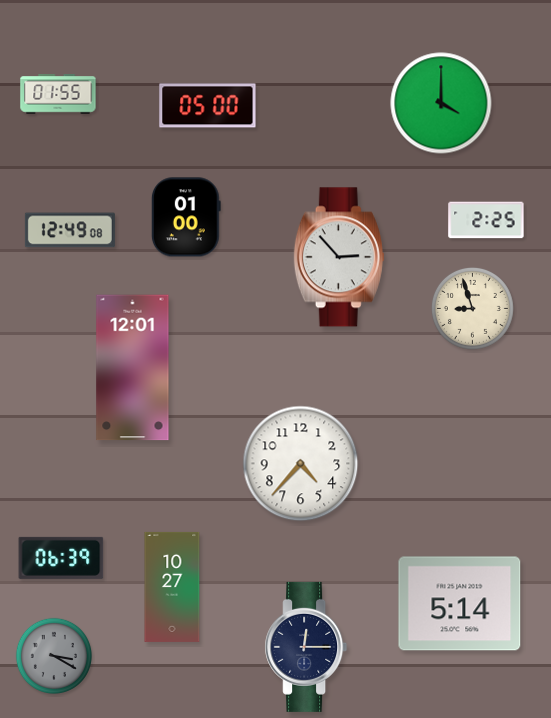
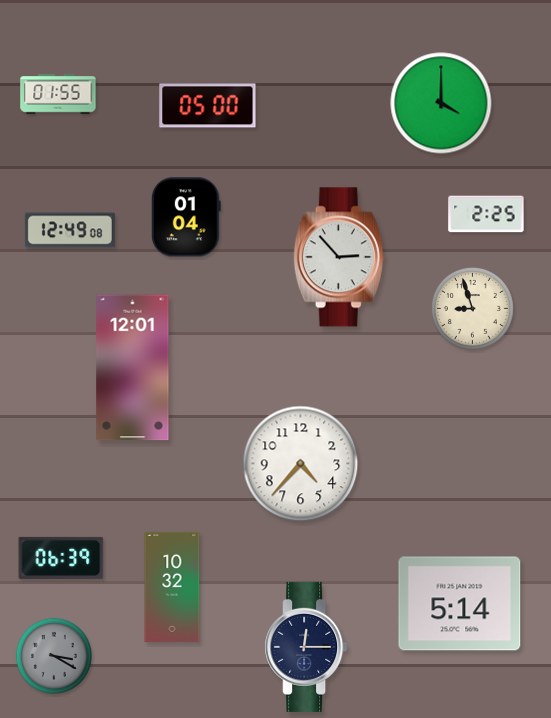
clock at (186, 217): 01:00 -> 01:04
clock at (486, 220) position: (486, 220) -> (486, 214)
clock at (172, 587): 10:27 -> 10:32
